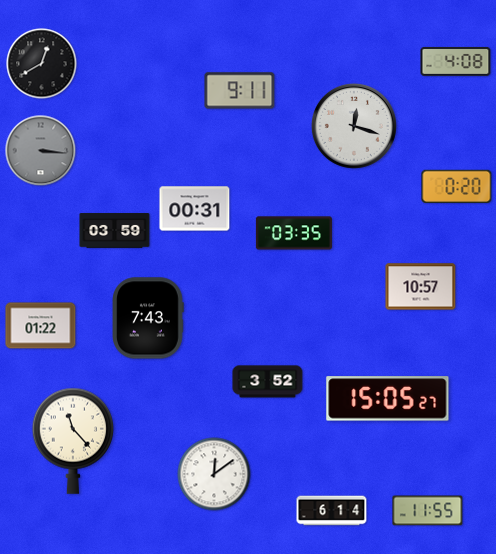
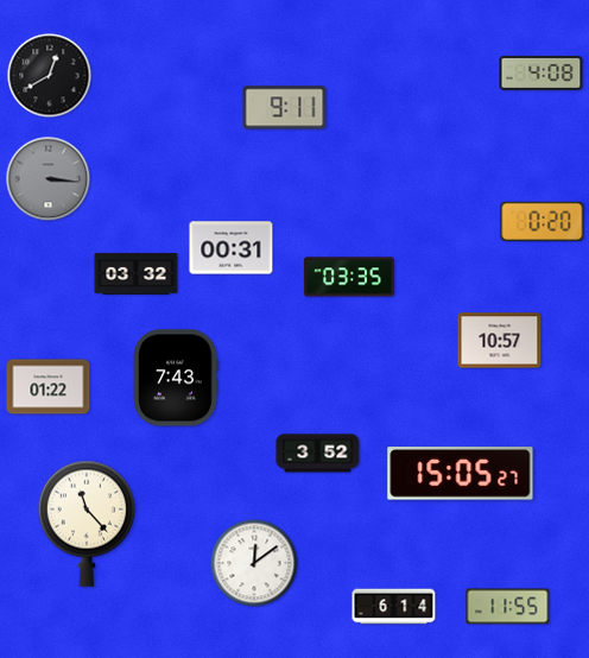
clock at (354, 126): 12:18 -> none
clock at (115, 231): 03:59 -> 03:32
